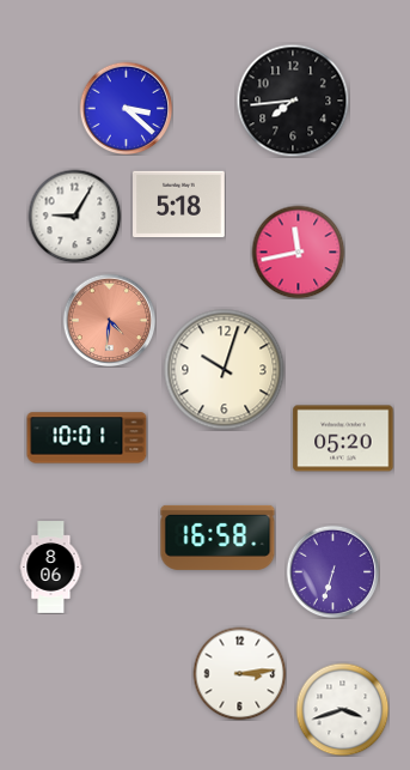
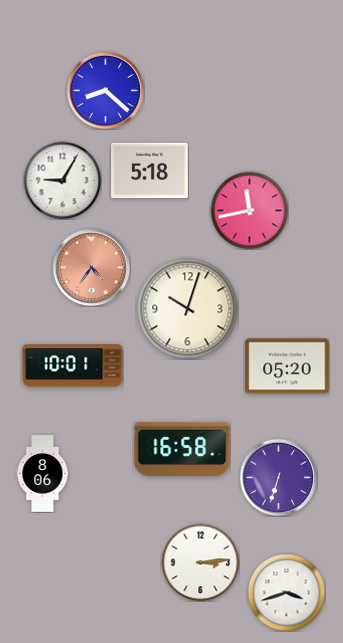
clock at (293, 101): 7:44 -> none
clock at (126, 108): 3:22 -> 8:22
clock at (109, 320): 4:31 -> 4:36
